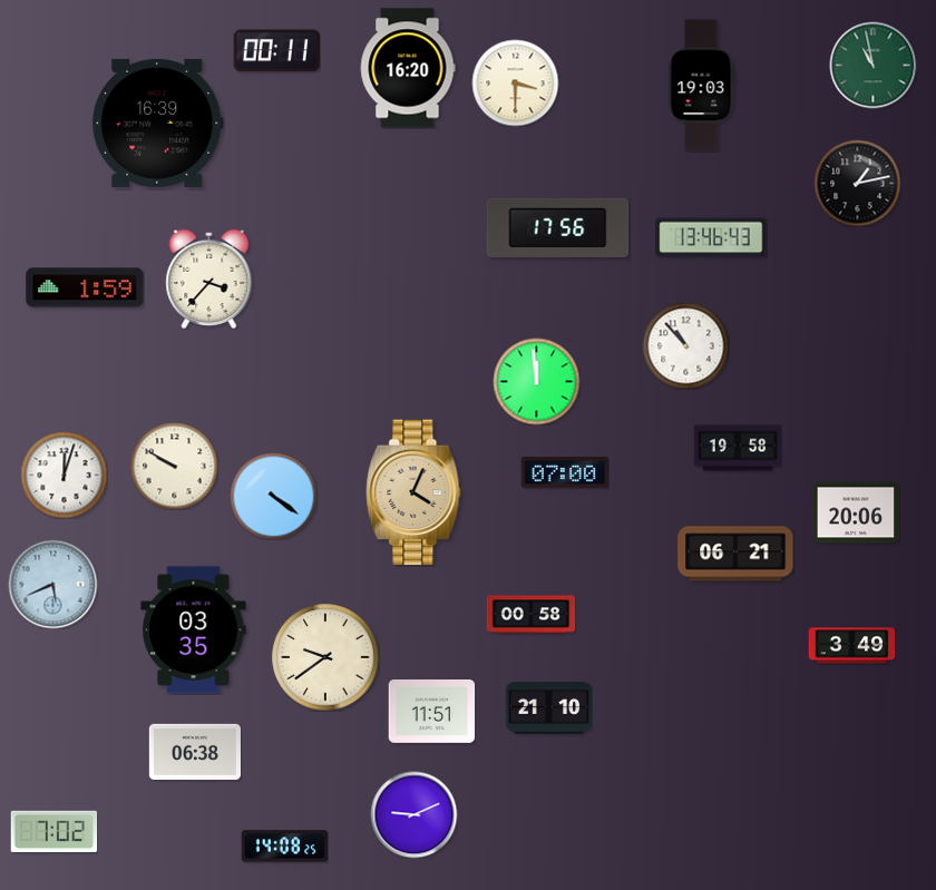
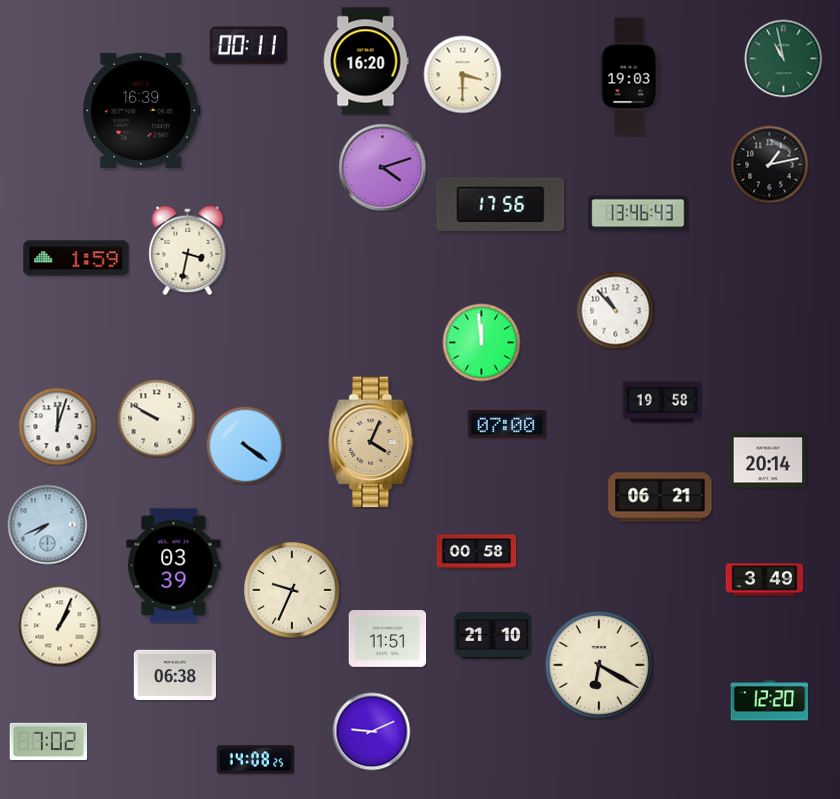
clock at (382, 167): none -> 4:12
clock at (209, 278): 3:37 -> 3:32
clock at (856, 512): 20:06 -> 20:14
clock at (52, 584): 5:41 -> 7:41
clock at (194, 630): 03:35 -> 03:39
clock at (325, 657): 9:39 -> 9:34
clock at (59, 625): none -> 1:04
clock at (599, 665): none -> 6:20
clock at (769, 701): none -> 12:20
clock at (53, 831) position: (53, 831) -> (48, 741)
